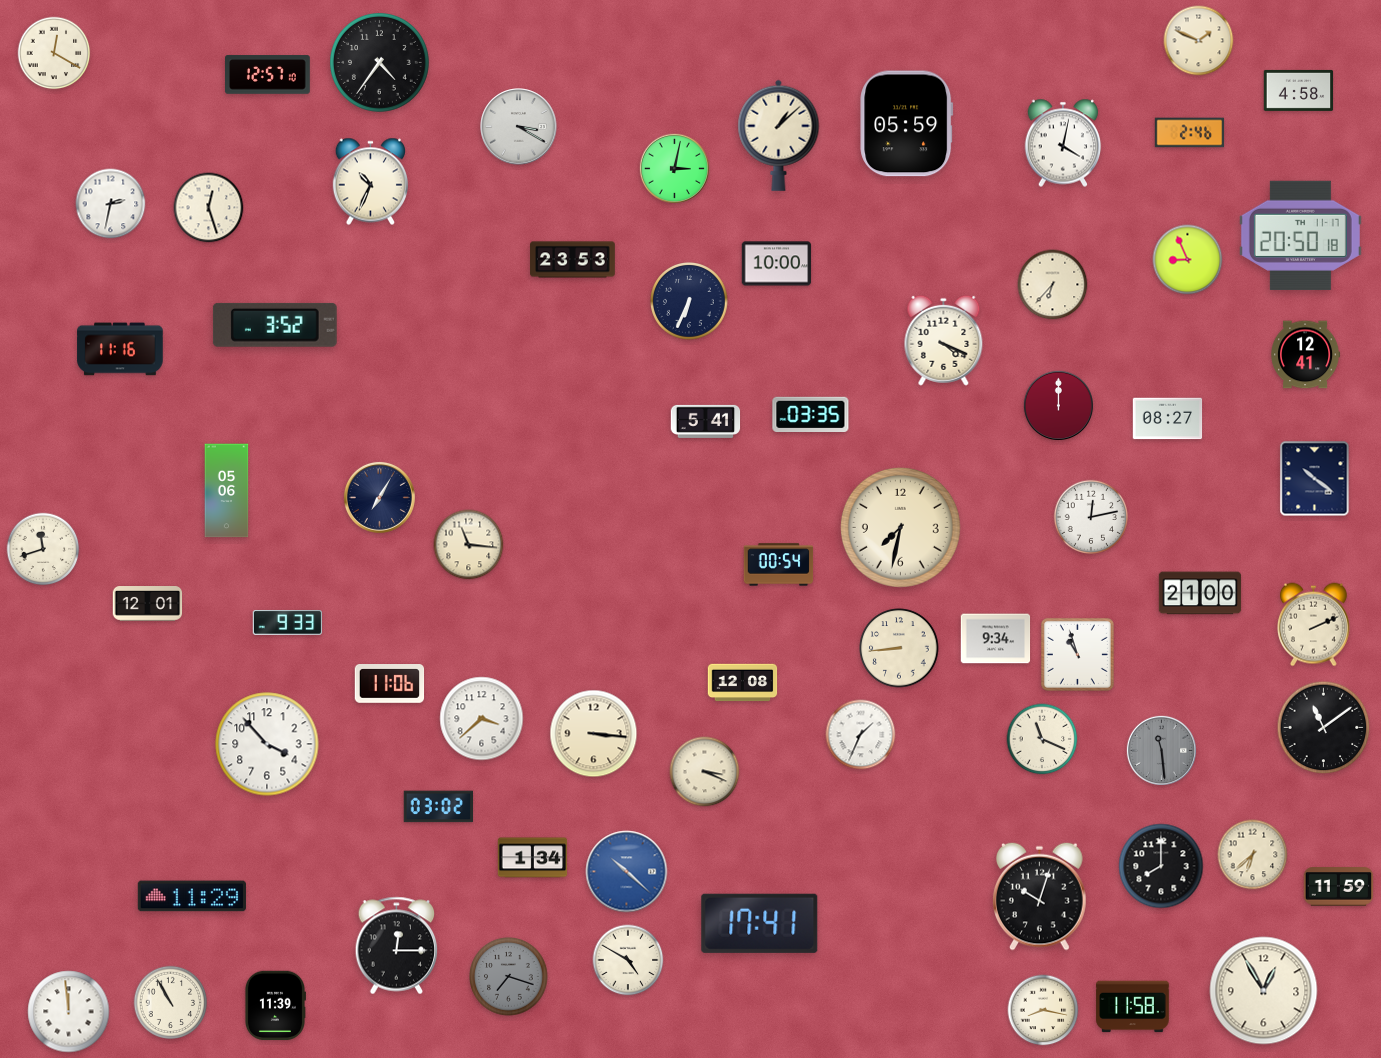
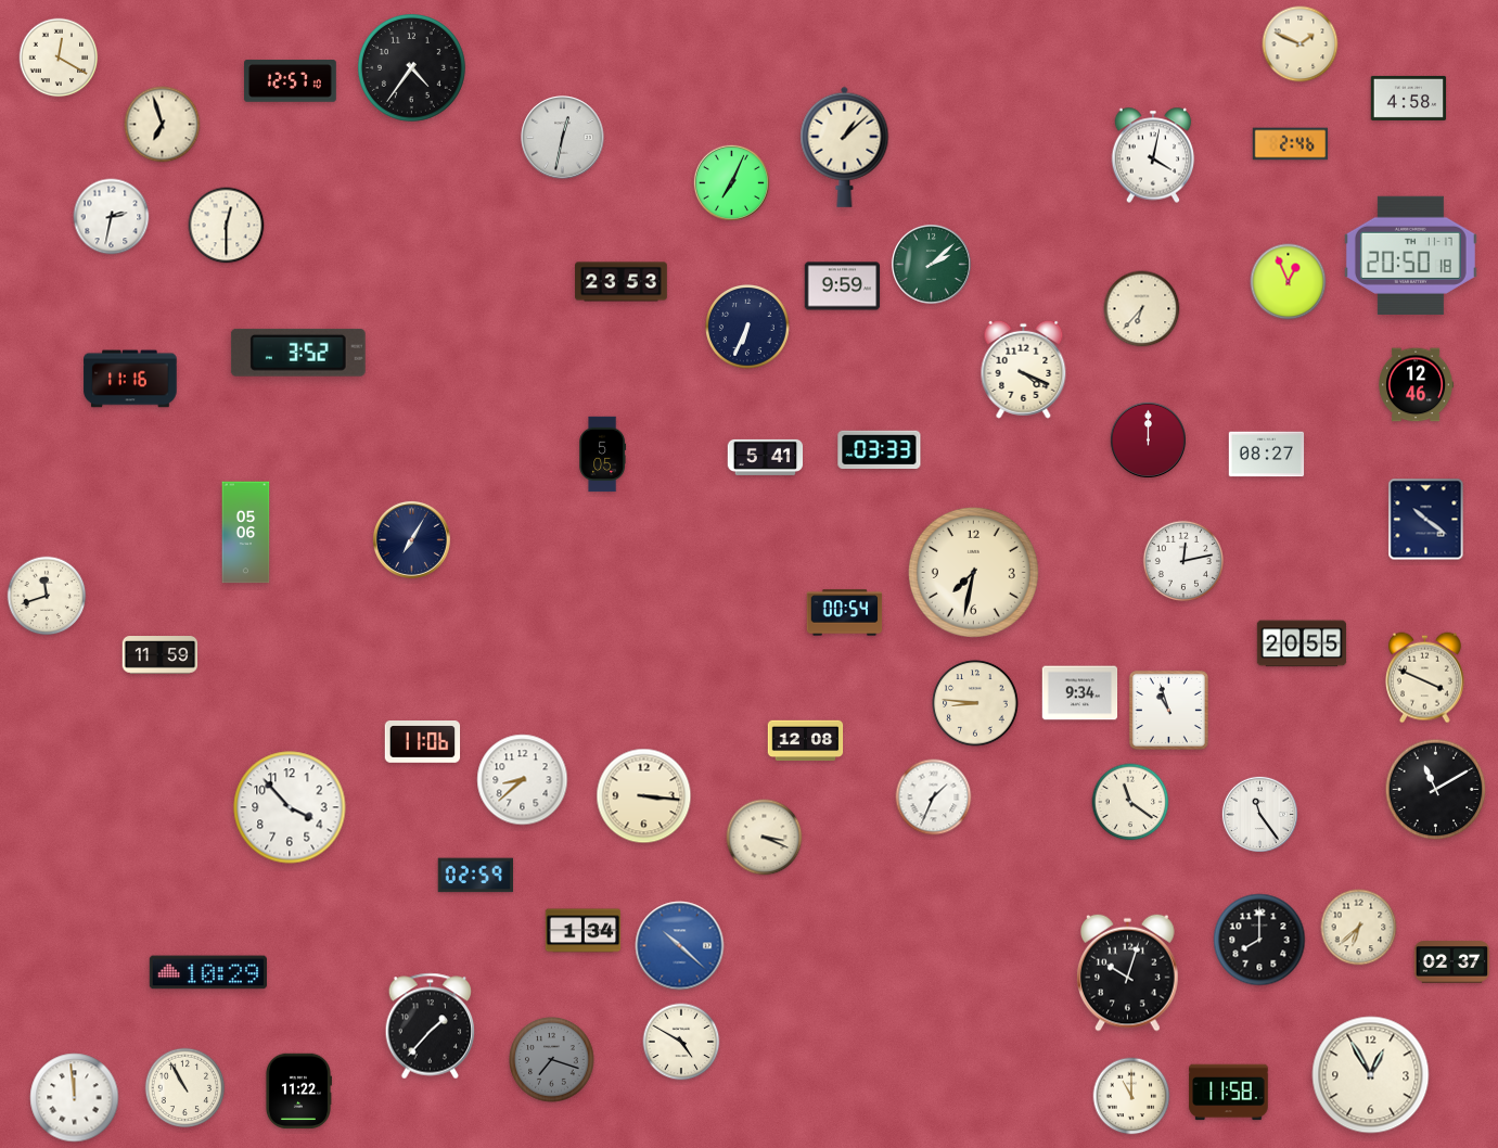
clock at (163, 125): none -> 6:57
clock at (907, 124): 05:59 -> none
clock at (519, 127): 3:20 -> 12:32
clock at (674, 168): 3:02 -> 7:04
clock at (370, 182): 10:34 -> none
clock at (111, 204) position: (111, 204) -> (112, 217)
clock at (209, 208): 12:27 -> 12:30
clock at (932, 265): none -> 2:08
clock at (1188, 260): 8:56 -> 12:56
clock at (777, 264): 10:00 -> 9:59
clock at (1306, 355): 12:41 -> 12:46
clock at (811, 414): 03:35 -> 03:33
clock at (603, 455): none -> 5:05
clock at (900, 527) position: (900, 527) -> (973, 572)
clock at (469, 545): 11:16 -> none
clock at (1200, 593): 21:00 -> 20:55
clock at (148, 604): 12:01 -> 11:59
clock at (288, 623): 9:33 -> none
clock at (1313, 625): 2:11 -> 3:49
clock at (899, 648): 8:44 -> 8:46
clock at (482, 719): 3:38 -> 8:38
clock at (1324, 728): 11:09 -> 11:10
clock at (1042, 739): 11:19 -> 11:21
clock at (1161, 750): 11:29 -> 11:24
clock at (1161, 750) dial: grey -> white
clock at (438, 807): 03:02 -> 02:59
clock at (533, 858) position: (533, 858) -> (584, 931)
clock at (1339, 887): 11:59 -> 02:37
clock at (192, 896): 11:29 -> 10:29
clock at (760, 923): 17:41 -> none
clock at (397, 946): 12:15 -> 1:37
clock at (275, 1006): 11:39 -> 11:22
clock at (1043, 1010): 8:17 -> 11:00
